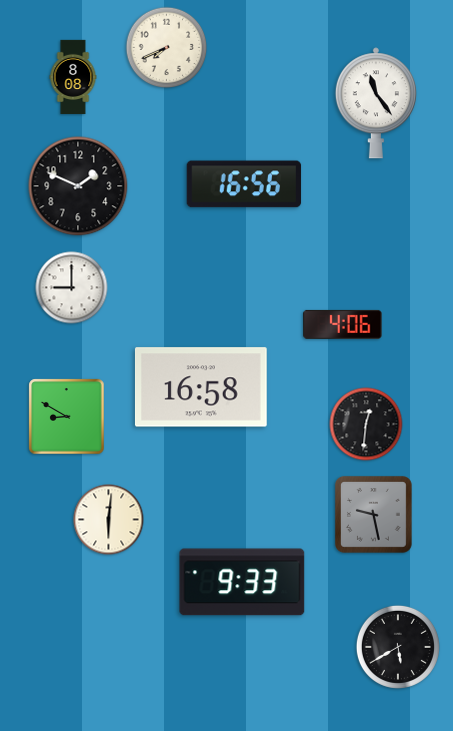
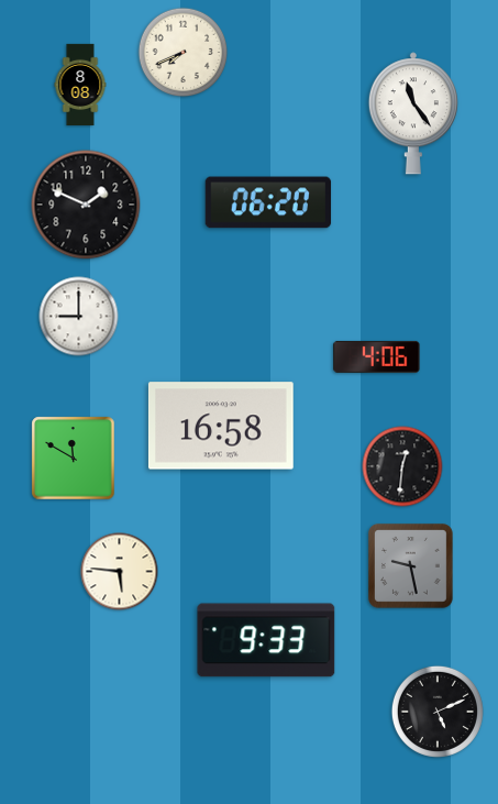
clock at (244, 184): 16:56 -> 06:20
clock at (67, 417): 8:50 -> 11:50
clock at (109, 520): 6:01 -> 5:46
clock at (398, 647): 5:40 -> 5:11
